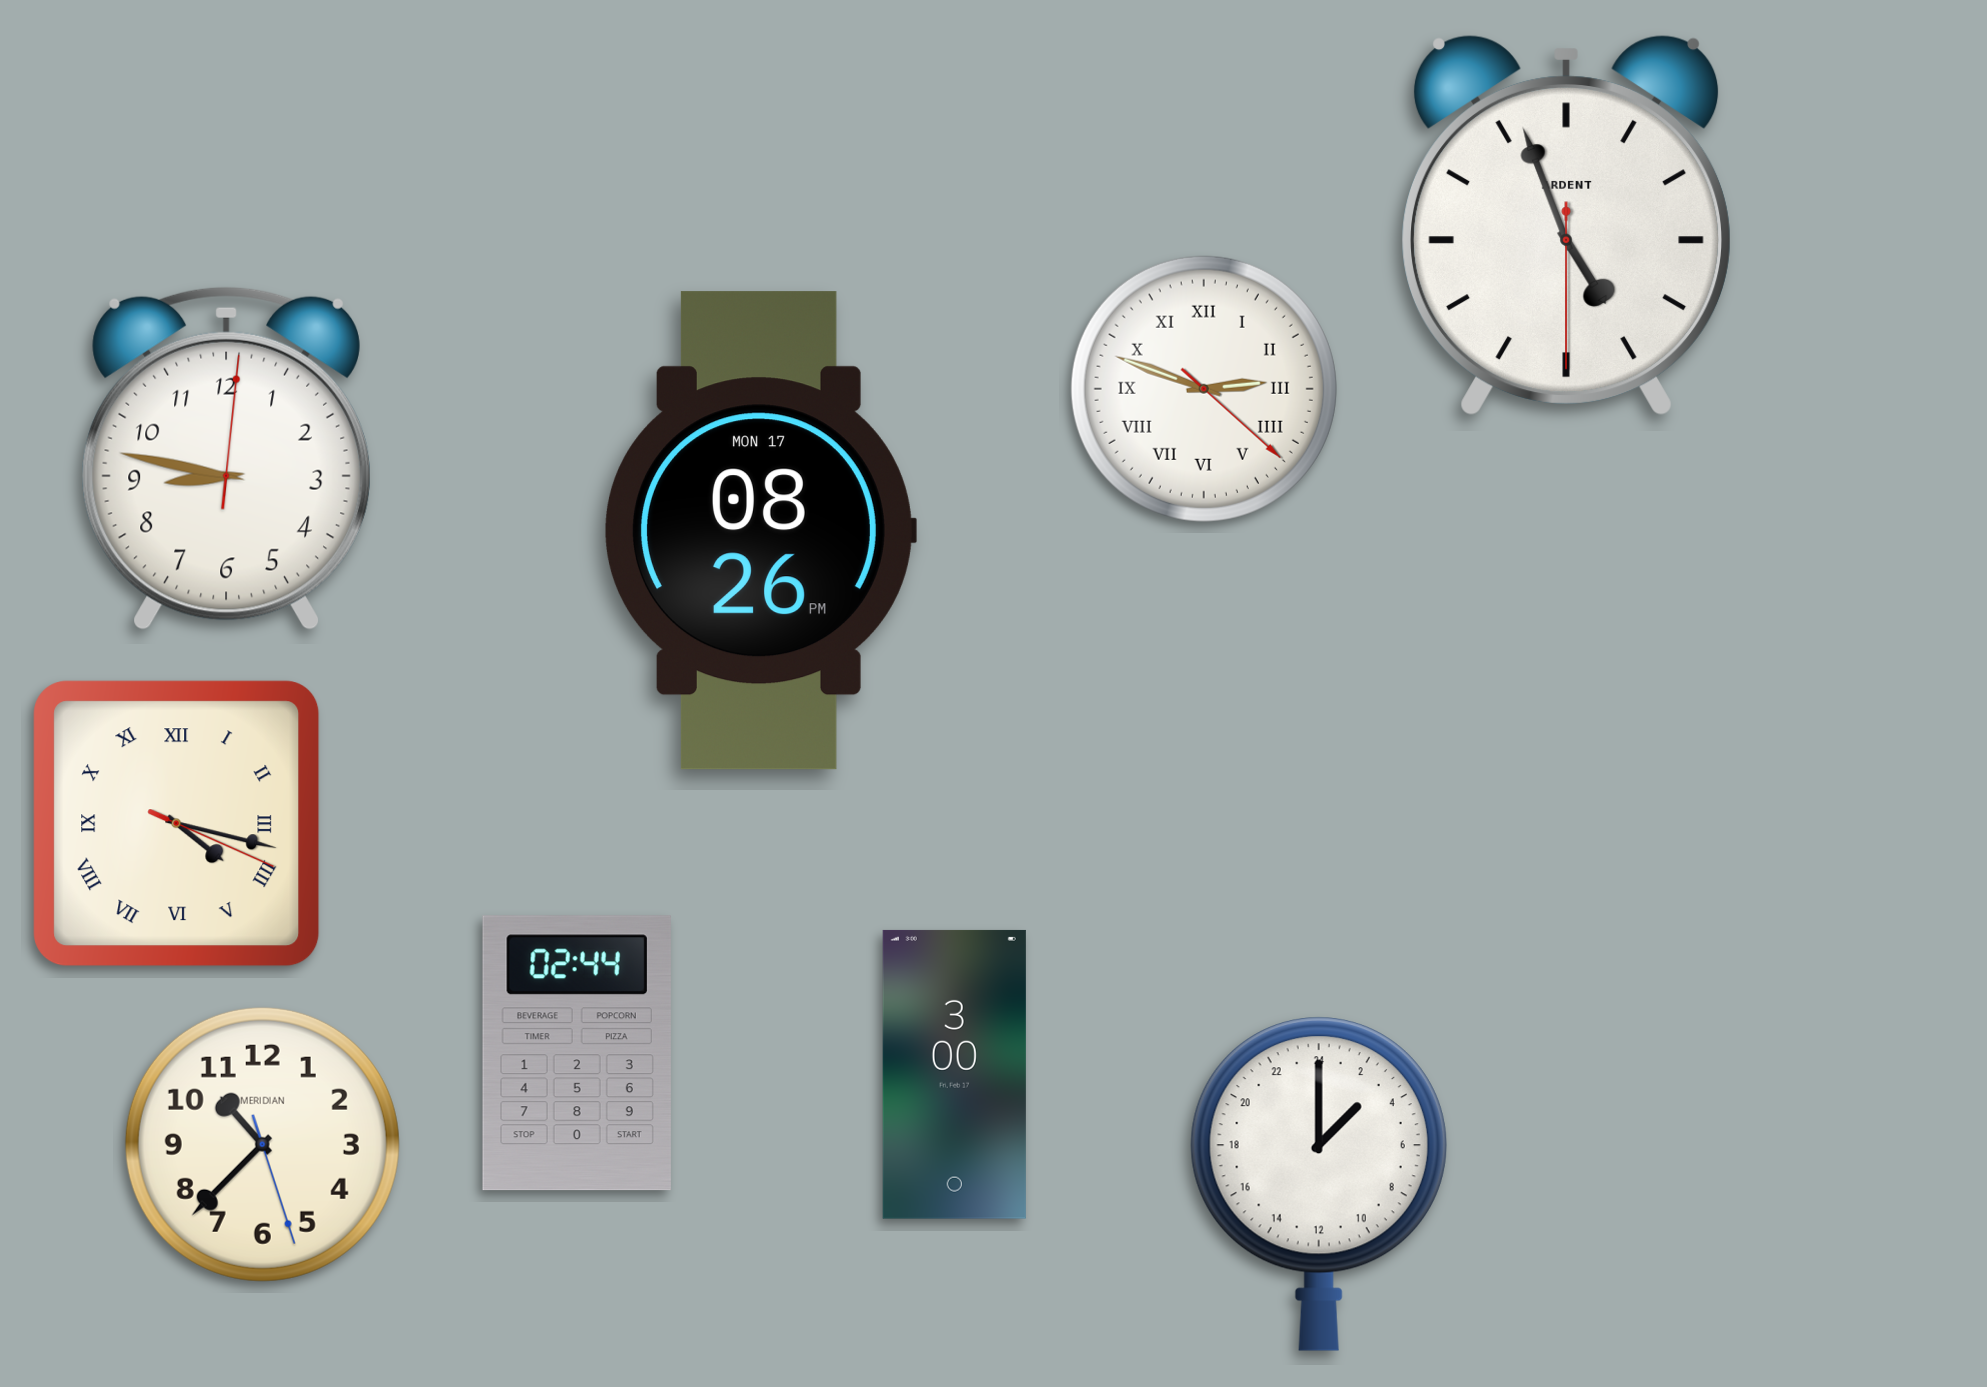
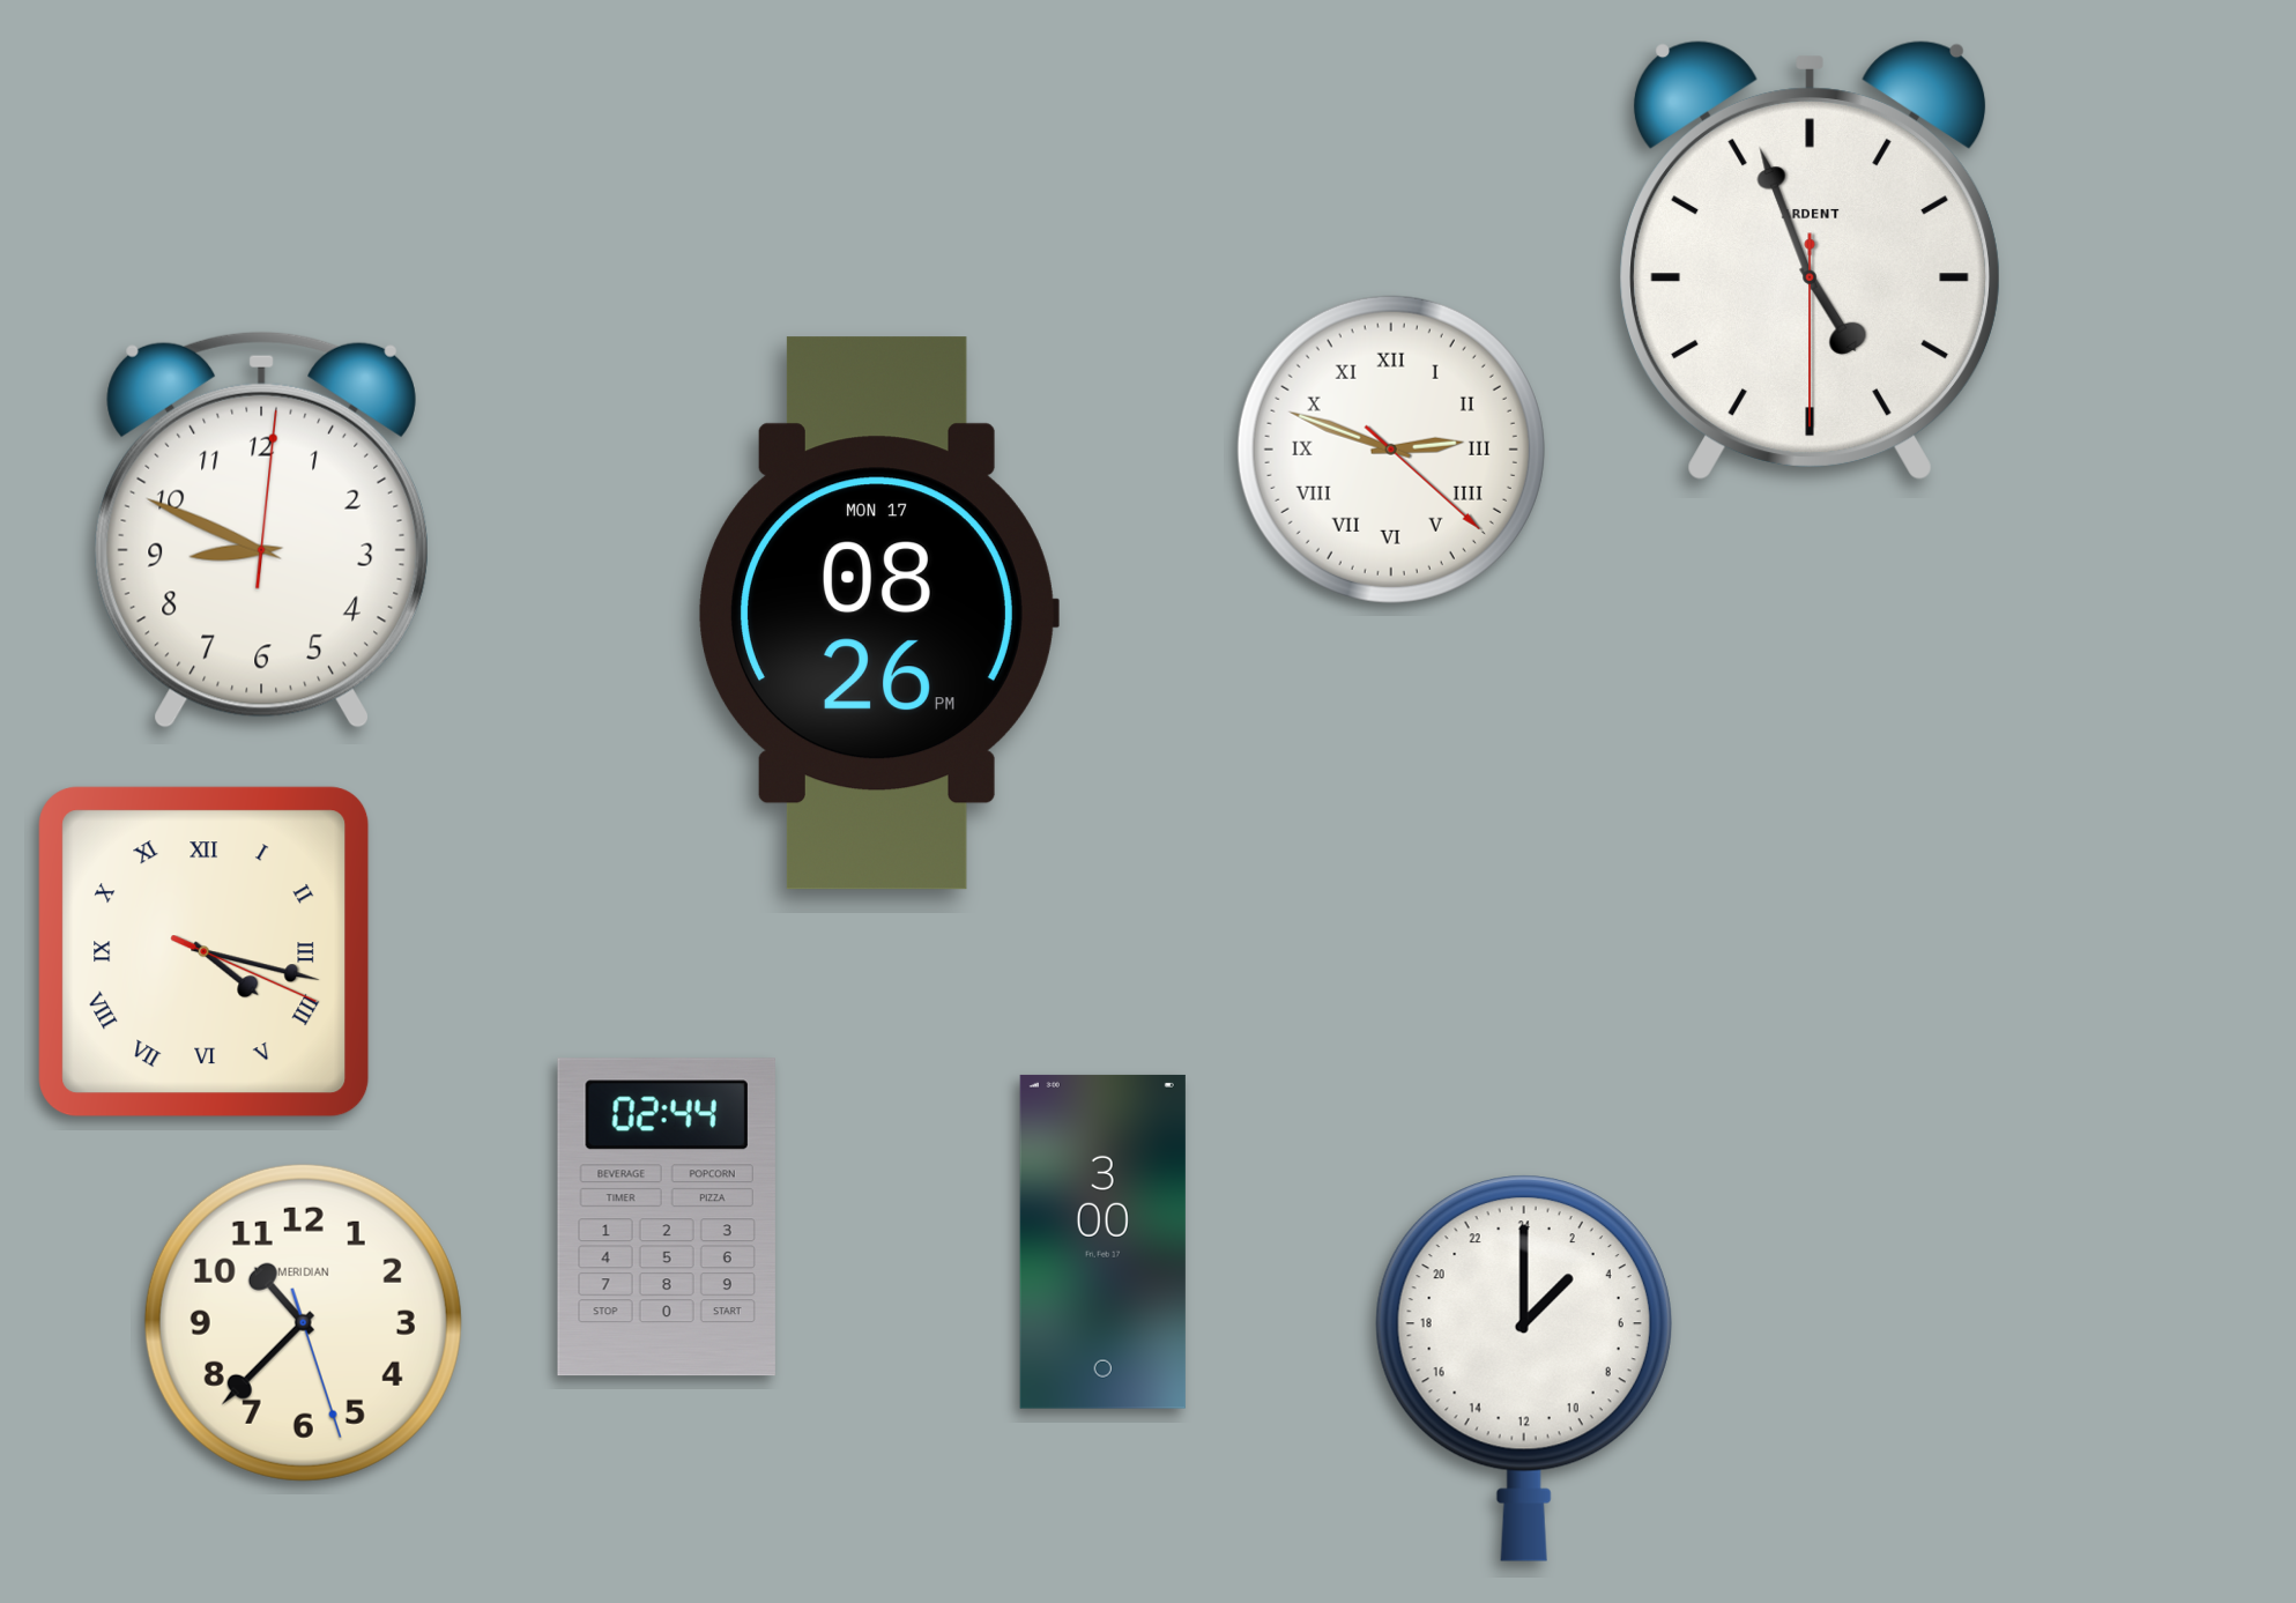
clock at (226, 458): 8:47 -> 8:49
